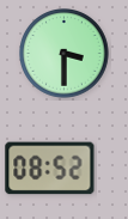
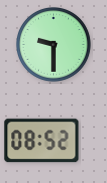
clock at (65, 54): 3:30 -> 9:30
